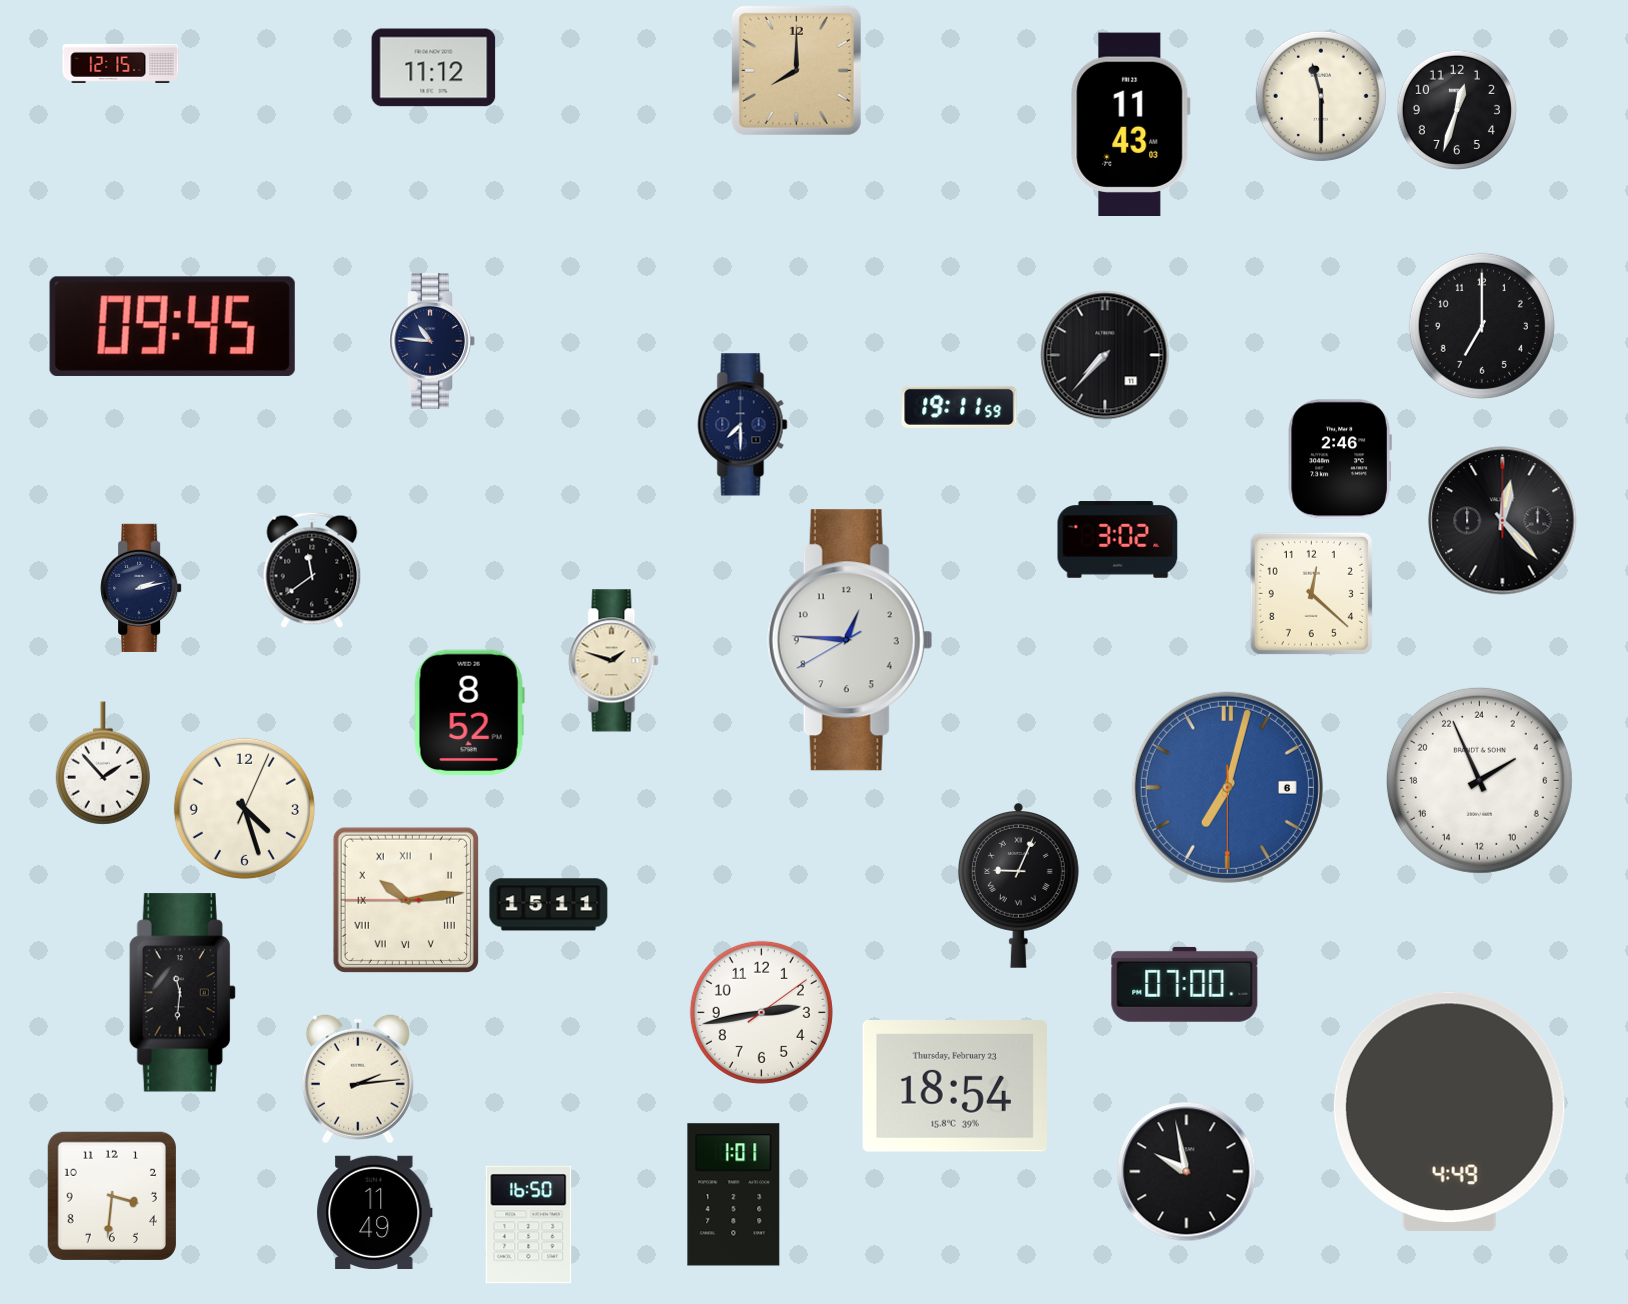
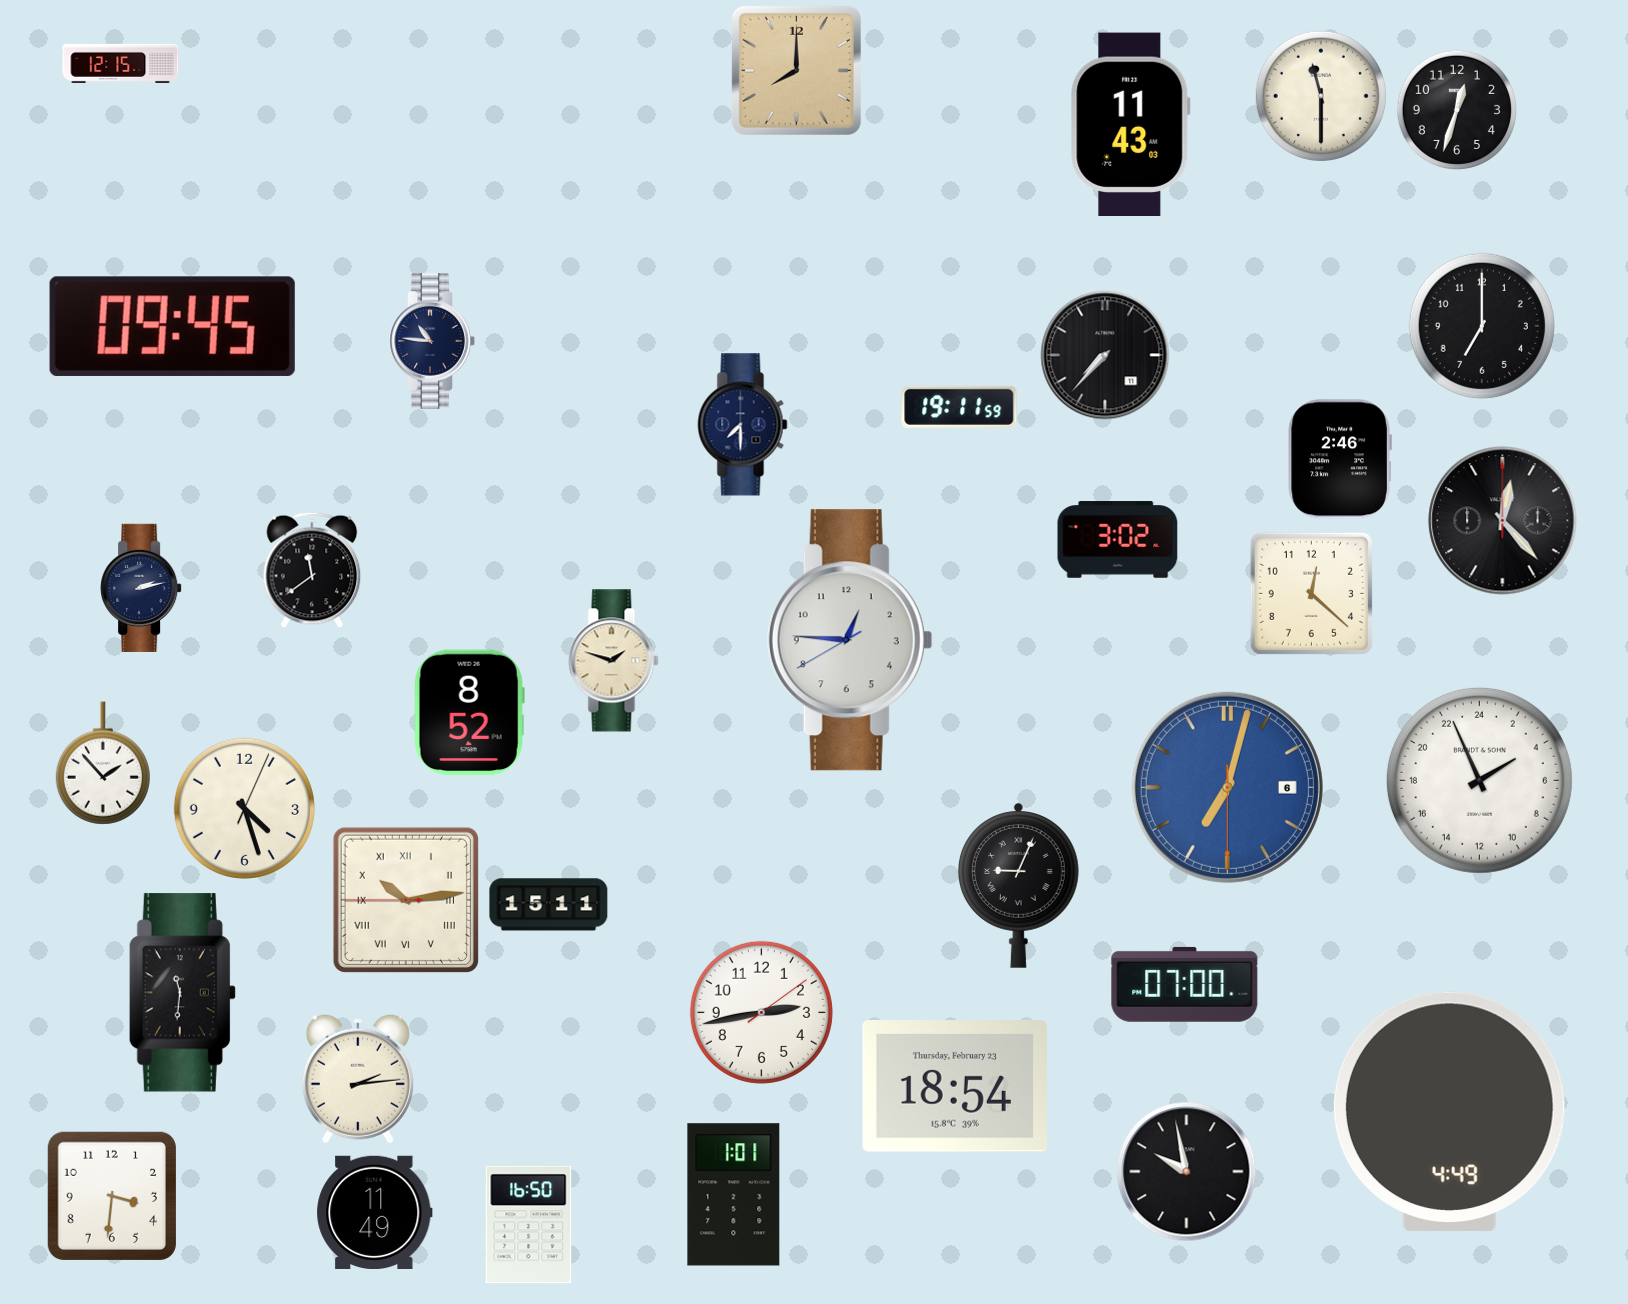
clock at (434, 68): 11:12 -> none
